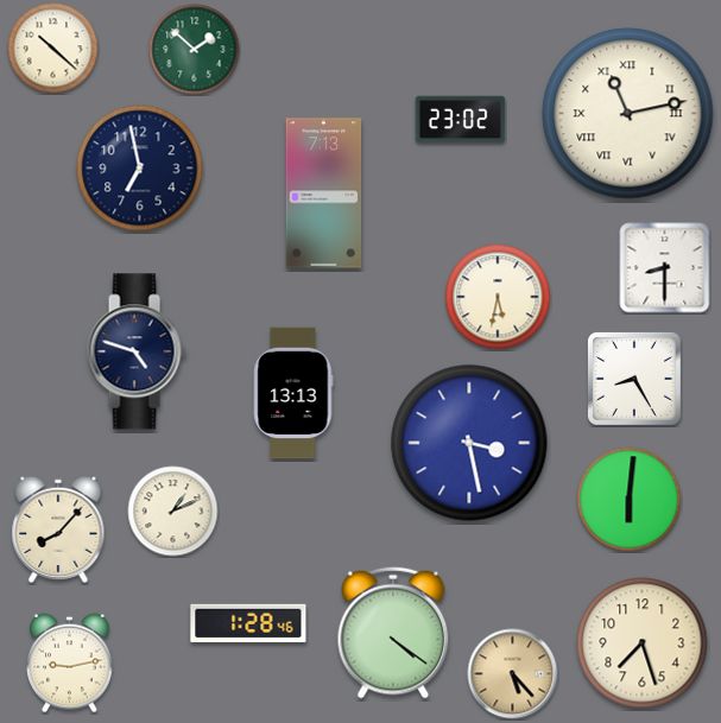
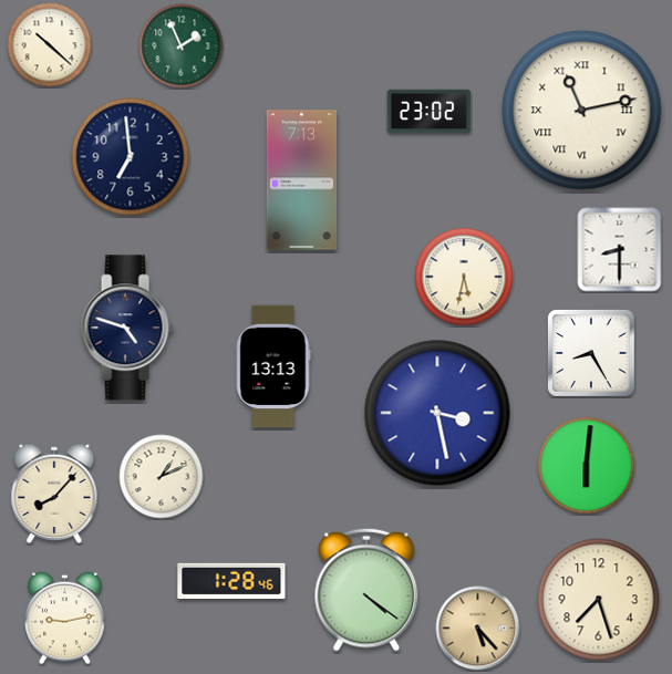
clock at (195, 50): 1:52 -> 1:56
clock at (628, 114) position: (628, 114) -> (582, 111)
clock at (140, 169): 6:58 -> 6:59
